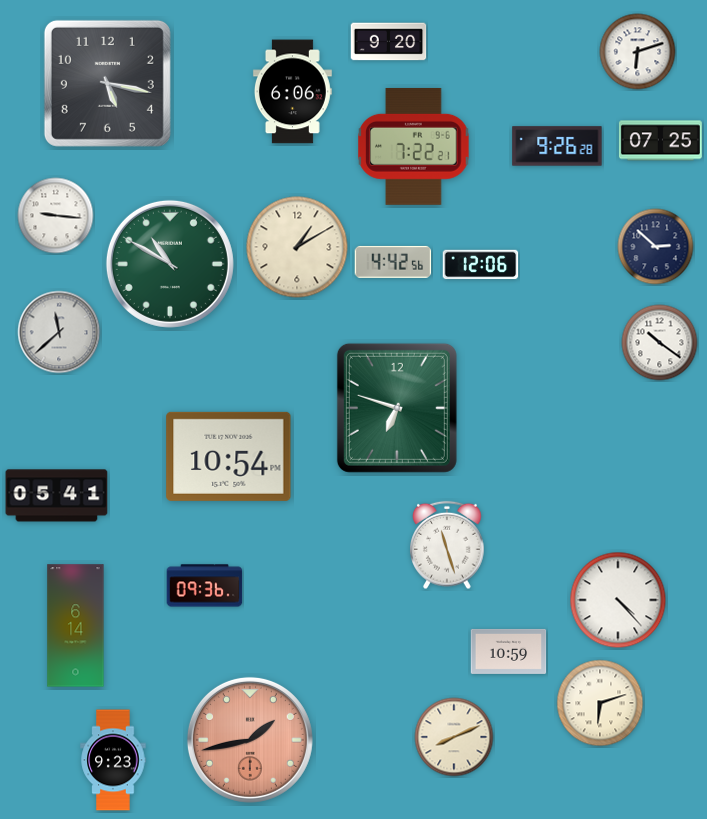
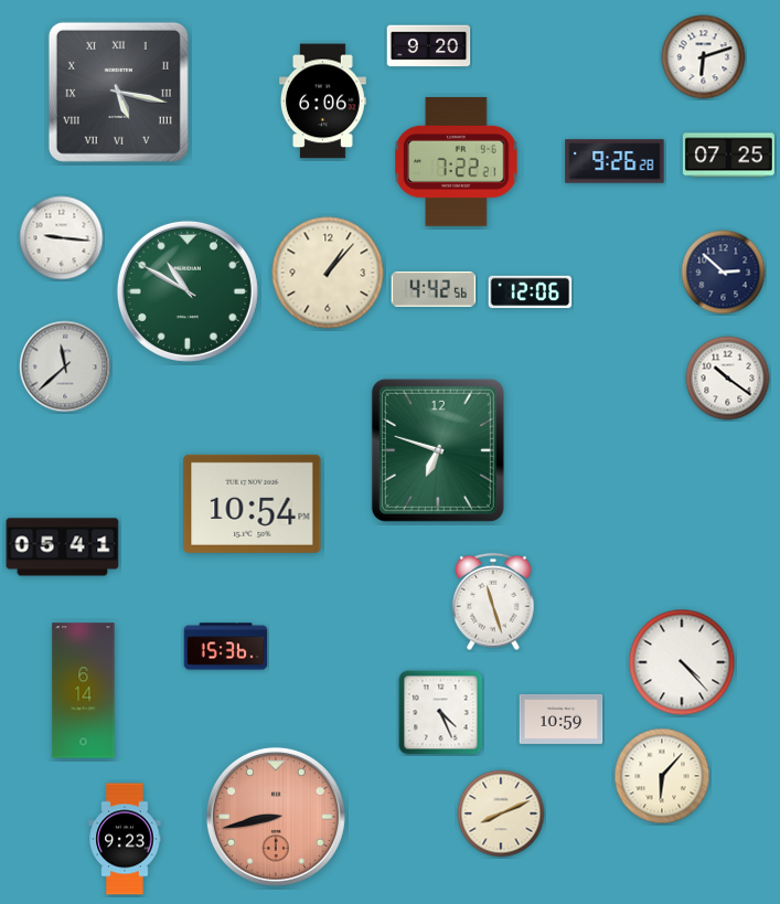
clock at (107, 83) numerals: Arabic -> Roman
clock at (297, 247): 1:10 -> 1:07
clock at (205, 586): 09:36 -> 15:36
clock at (441, 713): none -> 4:26
clock at (600, 703): 6:12 -> 6:07
clock at (250, 740): 1:43 -> 8:43
